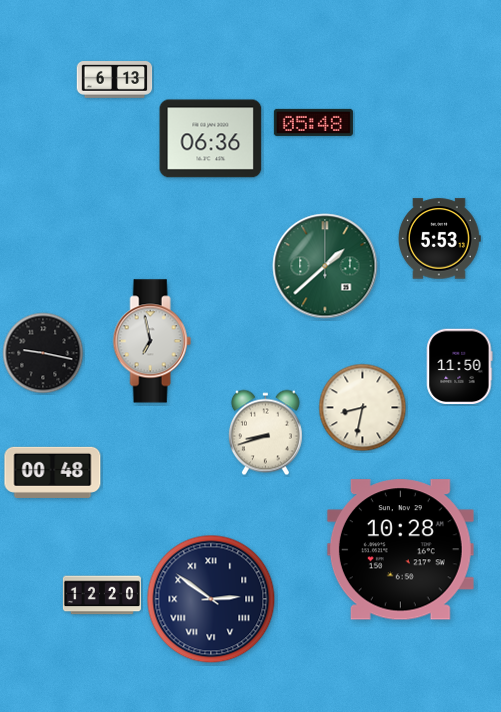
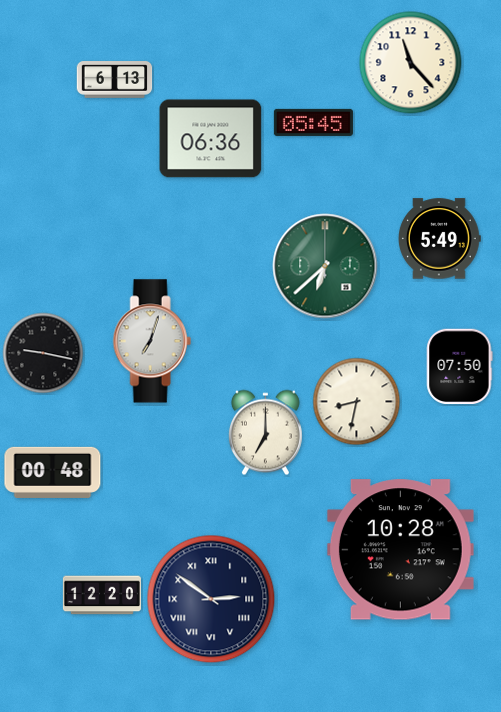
clock at (411, 63): none -> 11:23
clock at (313, 122): 05:48 -> 05:45
clock at (439, 239): 5:53 -> 5:49
clock at (325, 266): 1:38 -> 6:38
clock at (152, 341): 6:58 -> 7:03
clock at (460, 367): 11:50 -> 07:50
clock at (363, 408) position: (363, 408) -> (357, 402)
clock at (265, 433): 8:42 -> 7:00
